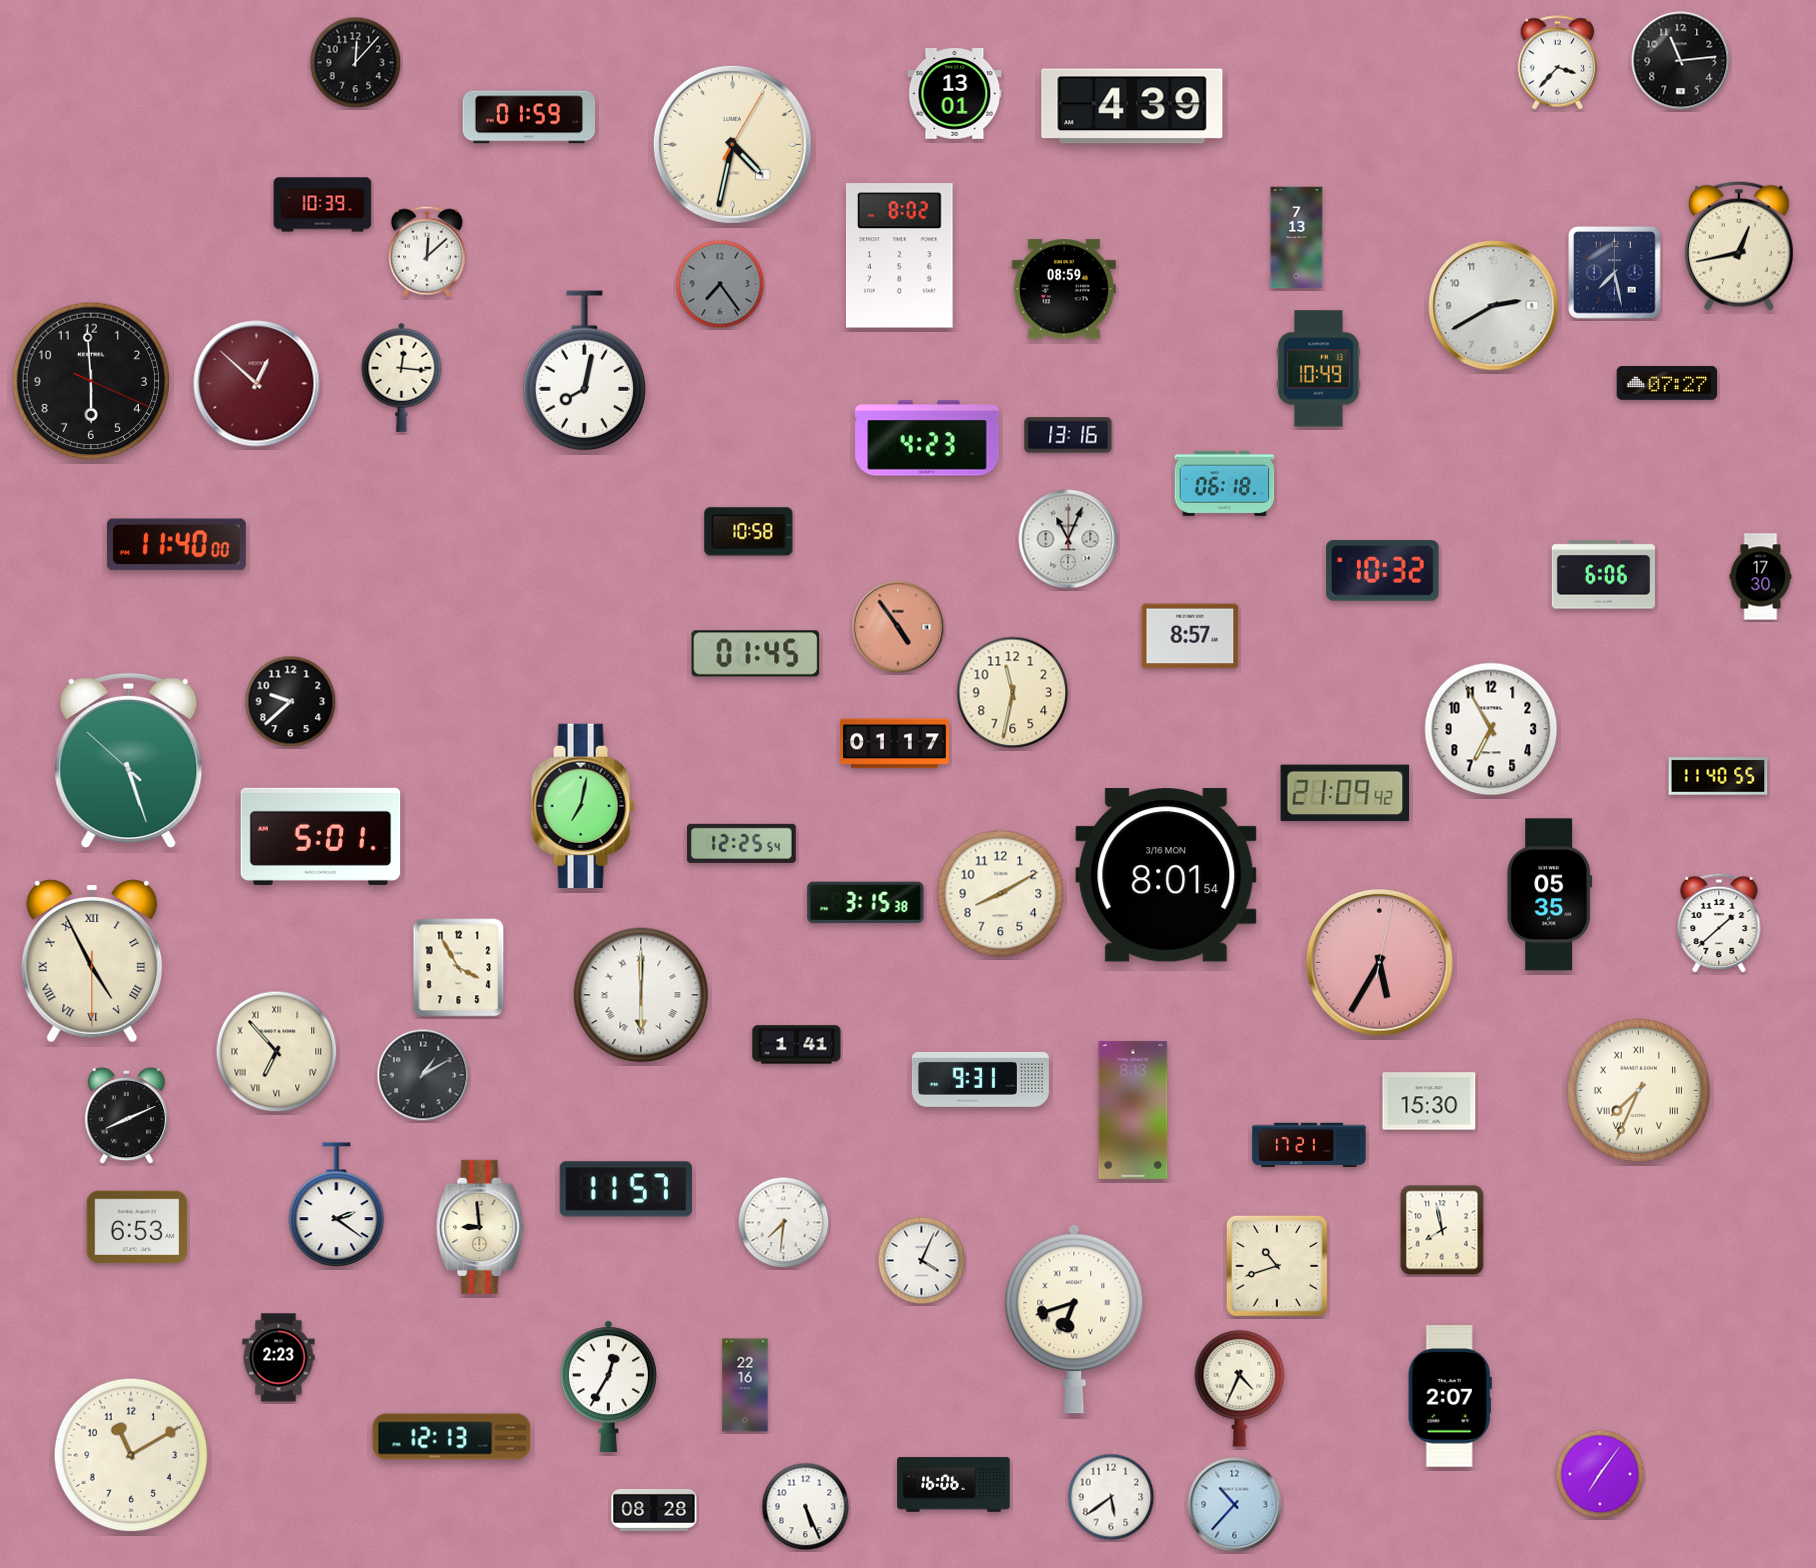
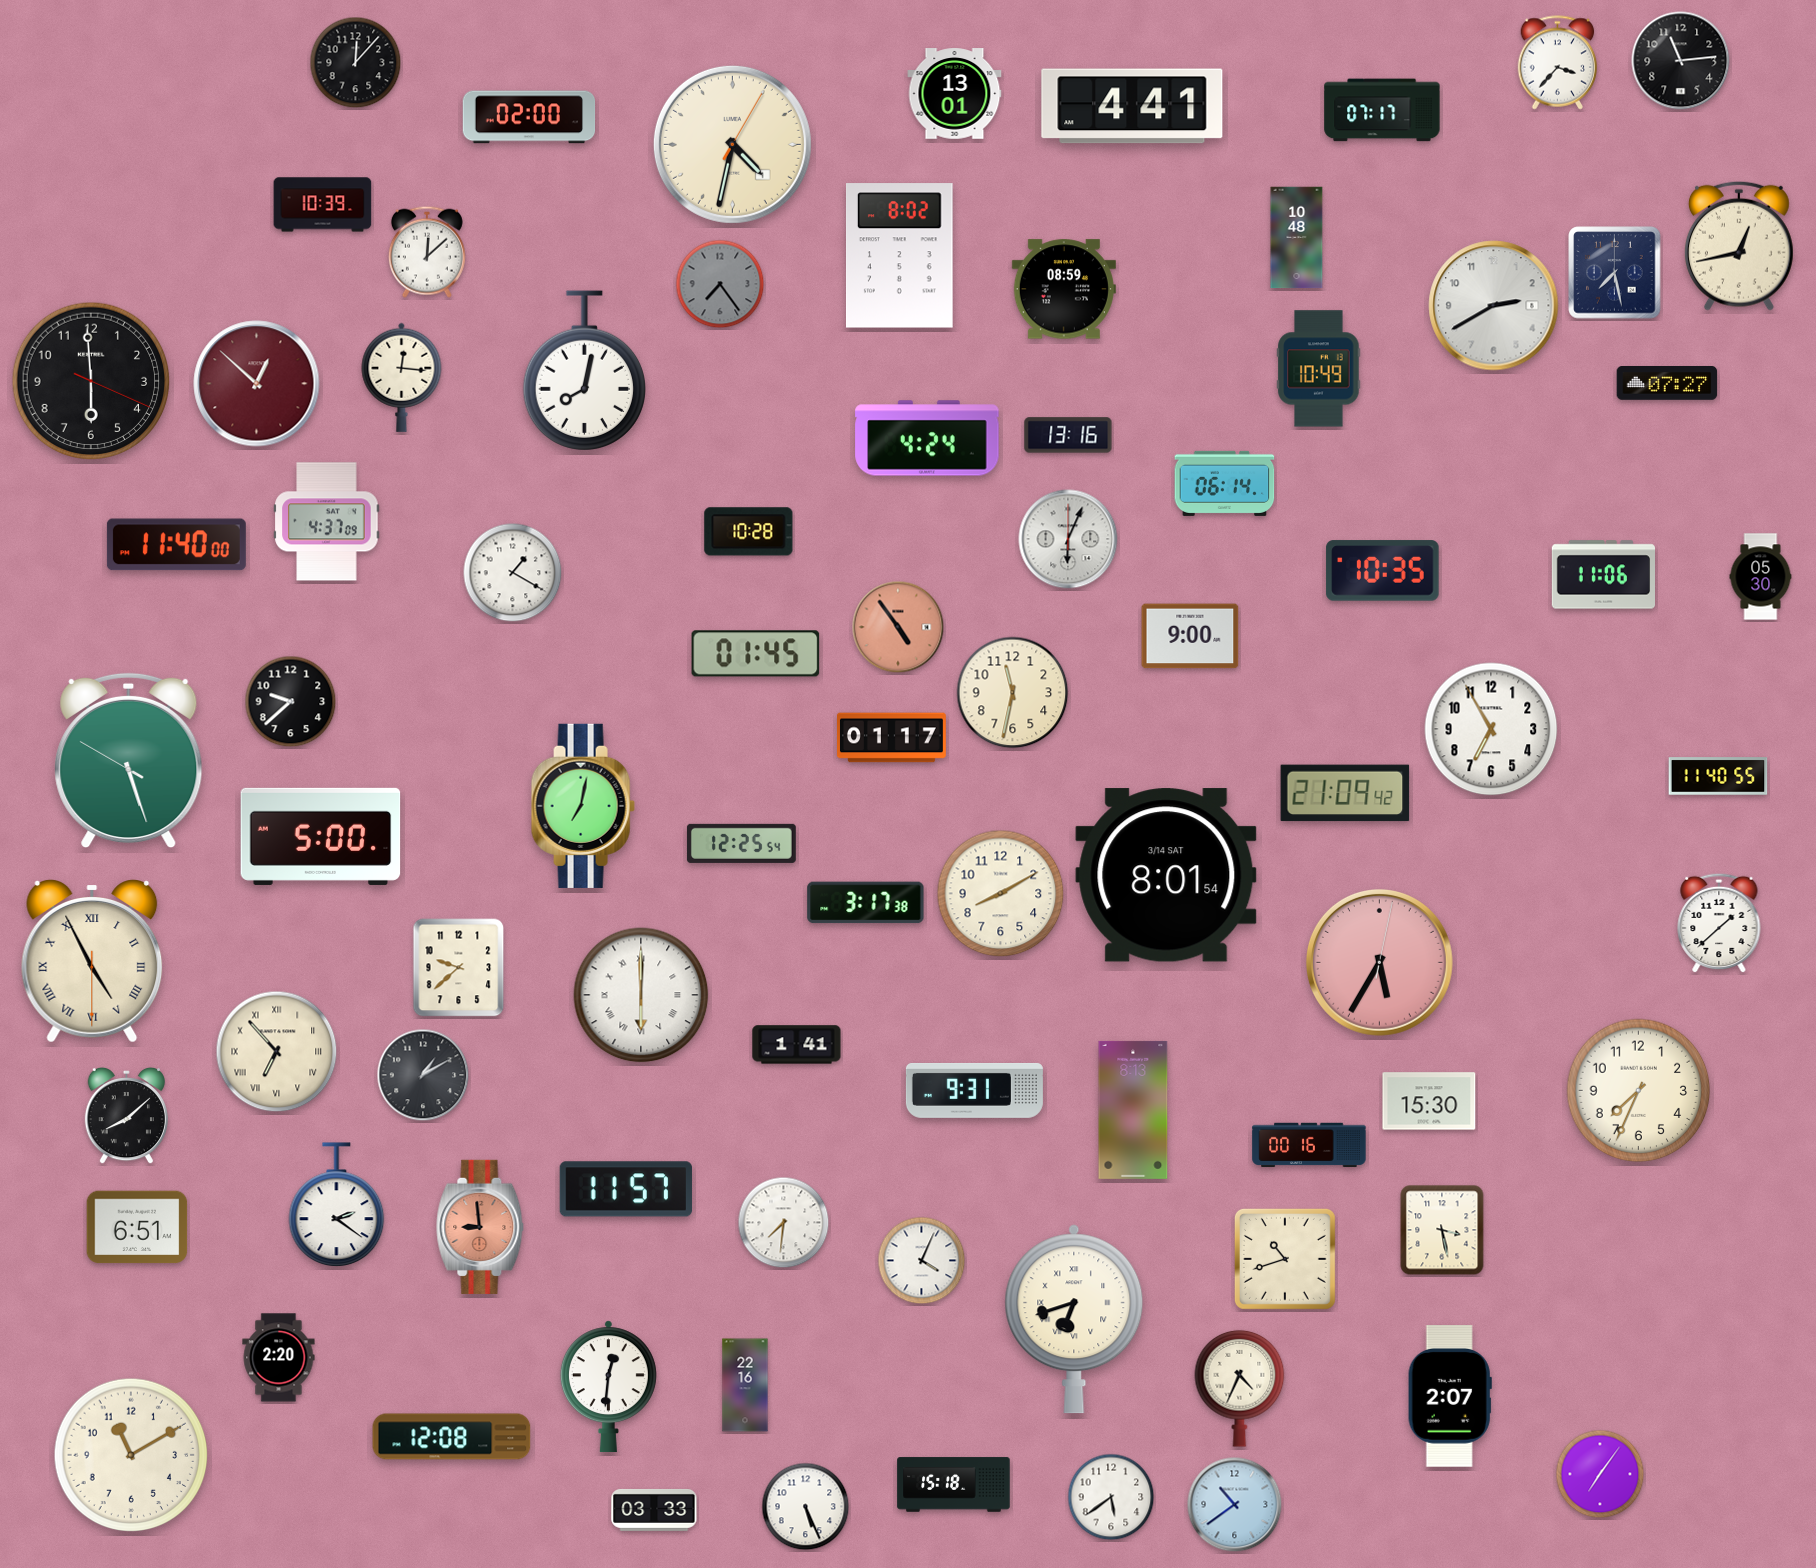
clock at (1132, 106): 4:39 -> 4:41
clock at (1382, 110): none -> 07:17
clock at (529, 117): 01:59 -> 02:00
clock at (1297, 238): 7:13 -> 10:48
clock at (927, 438): 4:23 -> 4:24
clock at (1225, 483): 06:18 -> 06:14
clock at (327, 522): none -> 4:37
clock at (749, 532): 10:58 -> 10:28
clock at (1068, 539): 11:04 -> 6:04
clock at (1383, 571): 10:32 -> 10:35
clock at (513, 573): none -> 1:20
clock at (1603, 575): 6:06 -> 11:06
clock at (1761, 577): 17:30 -> 05:30
clock at (1190, 636): 8:57 -> 9:00
clock at (895, 744) position: (895, 744) -> (892, 738)
clock at (129, 761): 5:26:52 -> 5:26:50
clock at (321, 836): 5:01 -> 5:00
clock at (1166, 875) date: 3/16 MON -> 3/14 SAT
clock at (1550, 895): 05:35 -> none
clock at (866, 903): 3:15 -> 3:17
clock at (459, 968): 3:55 -> 9:38
clock at (980, 1079) position: (980, 1079) -> (974, 1090)
clock at (1639, 1091) numerals: Roman -> Arabic
clock at (126, 1116): 8:11 -> 8:08
clock at (1309, 1145): 17:21 -> 00:16
clock at (137, 1227): 6:53 -> 6:51
clock at (480, 1227) dial: cream -> salmon
clock at (1442, 1230): 7:58 -> 3:28
clock at (1277, 1266) position: (1277, 1266) -> (1285, 1259)
clock at (279, 1358): 2:23 -> 2:20
clock at (608, 1387): 12:35 -> 12:31
clock at (452, 1437): 12:13 -> 12:08
clock at (954, 1485): 16:06 -> 15:18
clock at (1235, 1505): 10:37 -> 10:39
clock at (654, 1510): 08:28 -> 03:33
